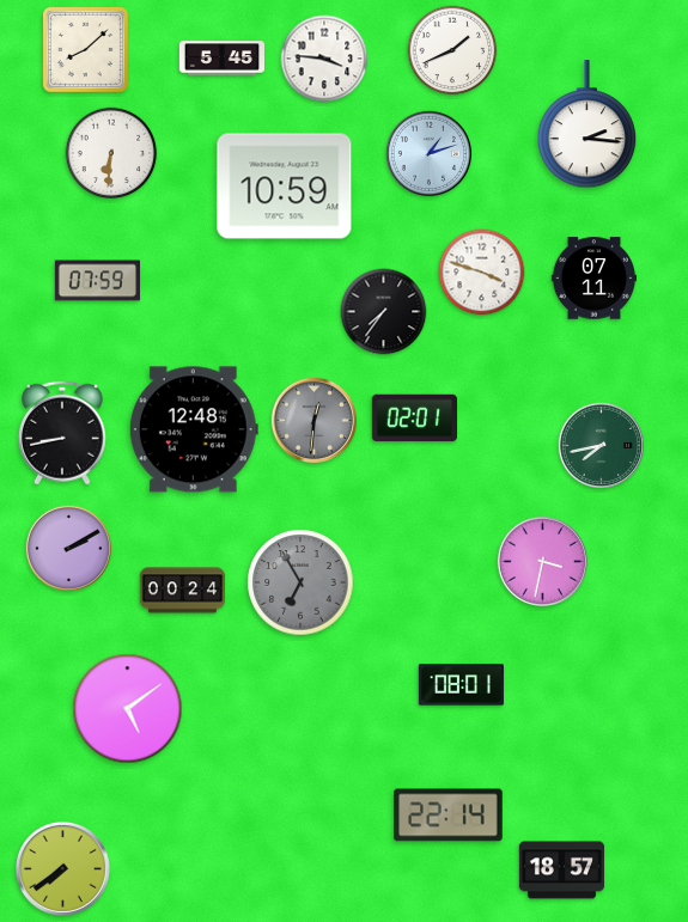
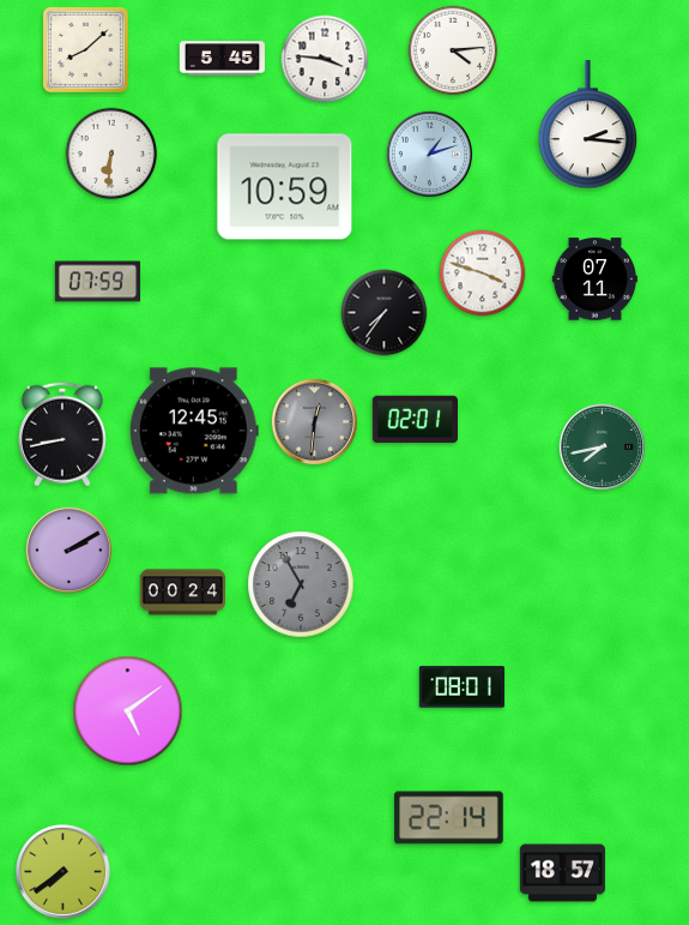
clock at (452, 50): 1:41 -> 4:14
clock at (194, 429): 12:48 -> 12:45
clock at (542, 561): 3:32 -> none
